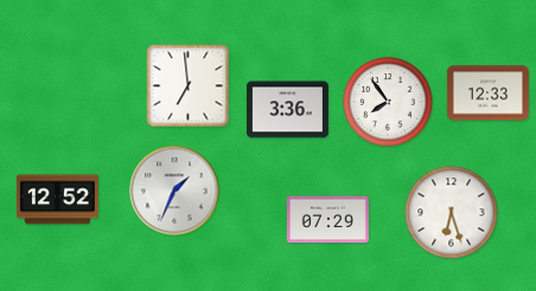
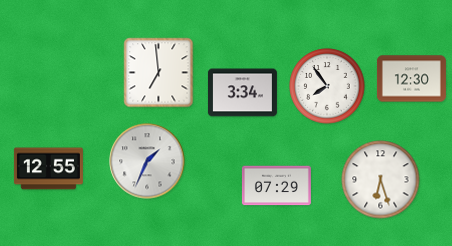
clock at (487, 93): 12:33 -> 12:30
clock at (287, 110): 3:36 -> 3:34
clock at (57, 200): 12:52 -> 12:55
